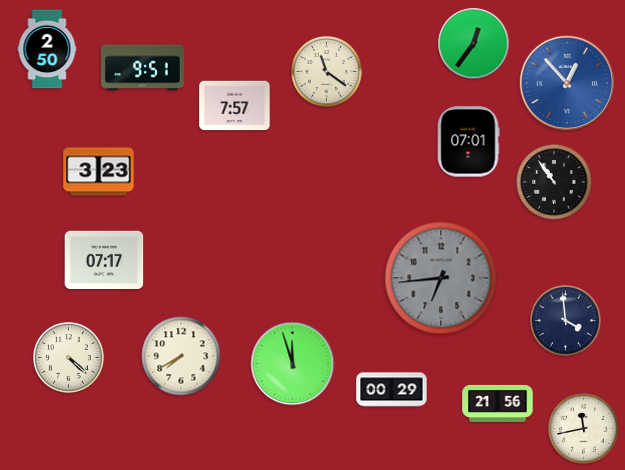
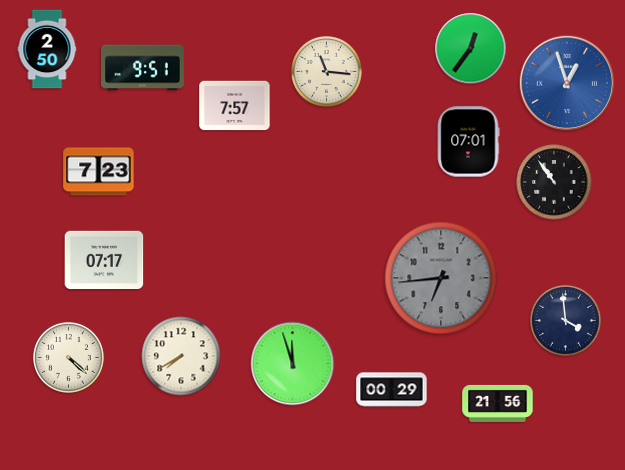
clock at (474, 44) position: (474, 44) -> (471, 49)
clock at (327, 72): 11:21 -> 11:16
clock at (567, 83): 12:53 -> 12:57
clock at (99, 172): 3:23 -> 7:23
clock at (584, 429): 11:43 -> none
